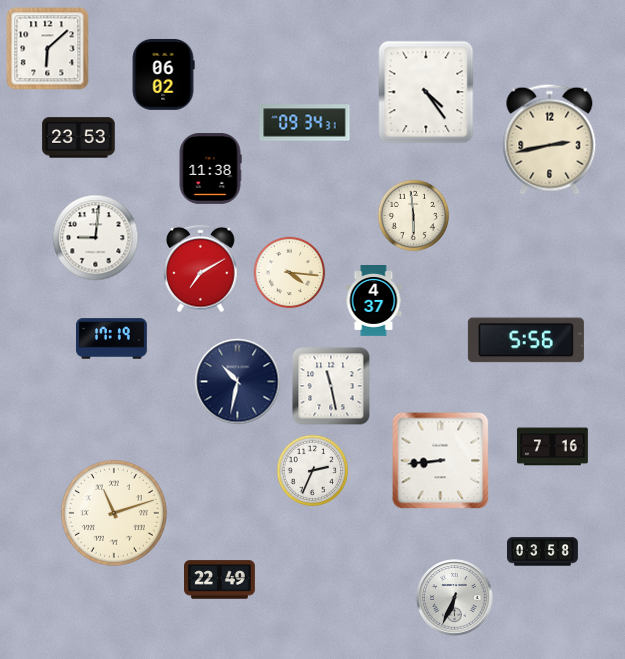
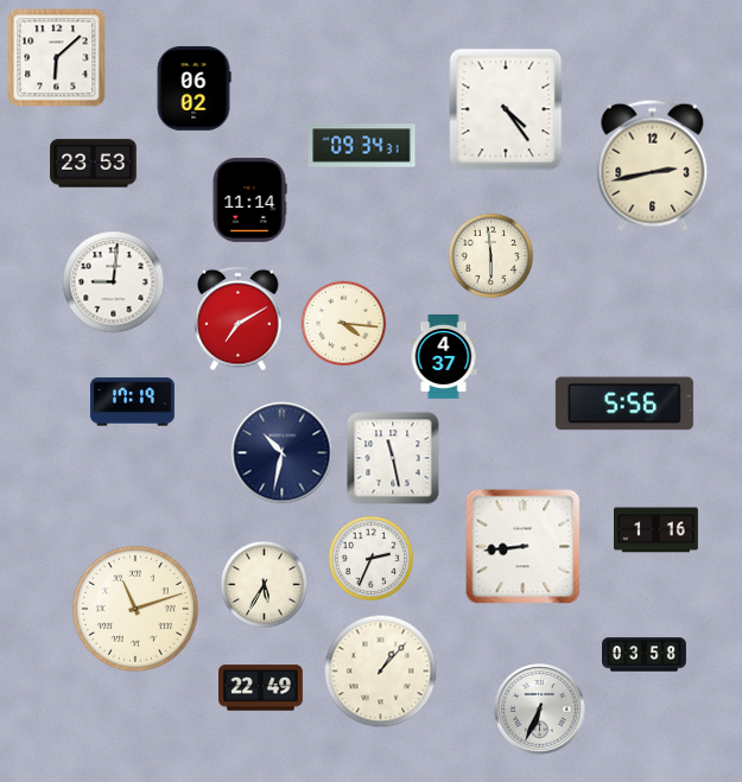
clock at (210, 169): 11:38 -> 11:14
clock at (553, 447): 7:16 -> 1:16
clock at (264, 584): none -> 5:35
clock at (381, 672): none -> 1:07
